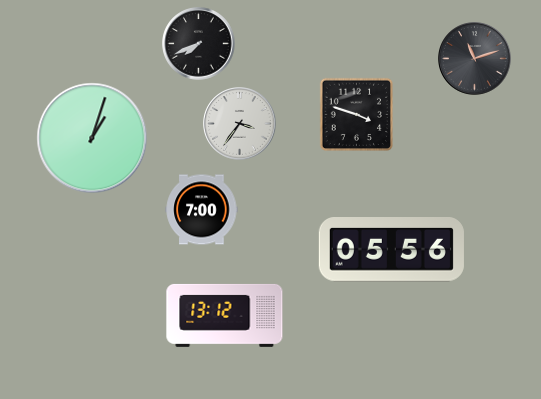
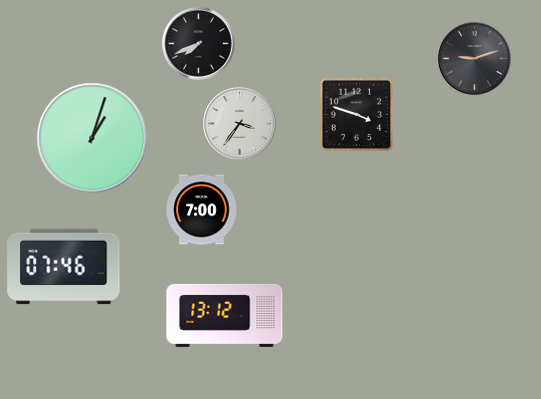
clock at (475, 59): 11:12 -> 9:12
clock at (391, 250): 05:56 -> none
clock at (64, 267): none -> 07:46
